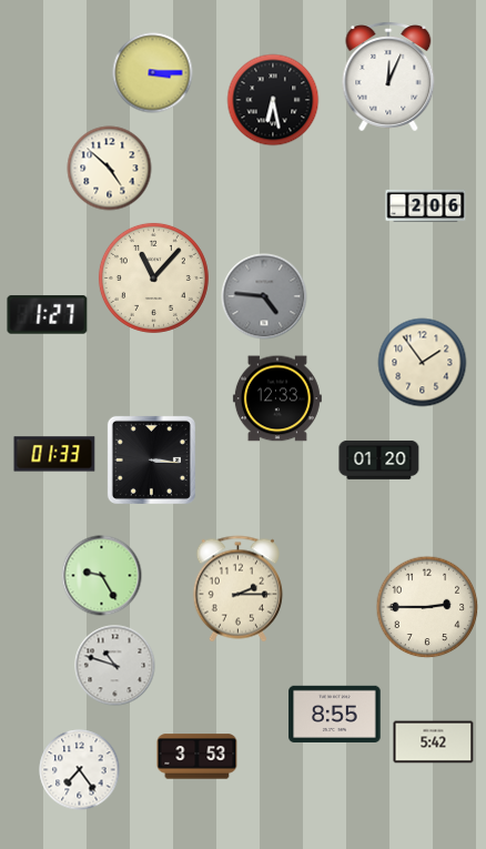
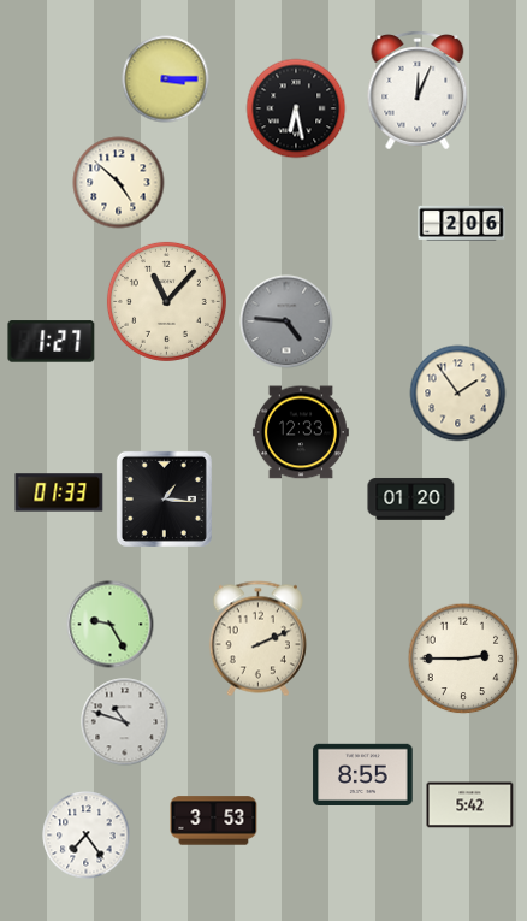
clock at (388, 77) position: (388, 77) -> (418, 90)
clock at (151, 459): 3:16 -> 1:16
clock at (237, 589): 2:15 -> 2:11
